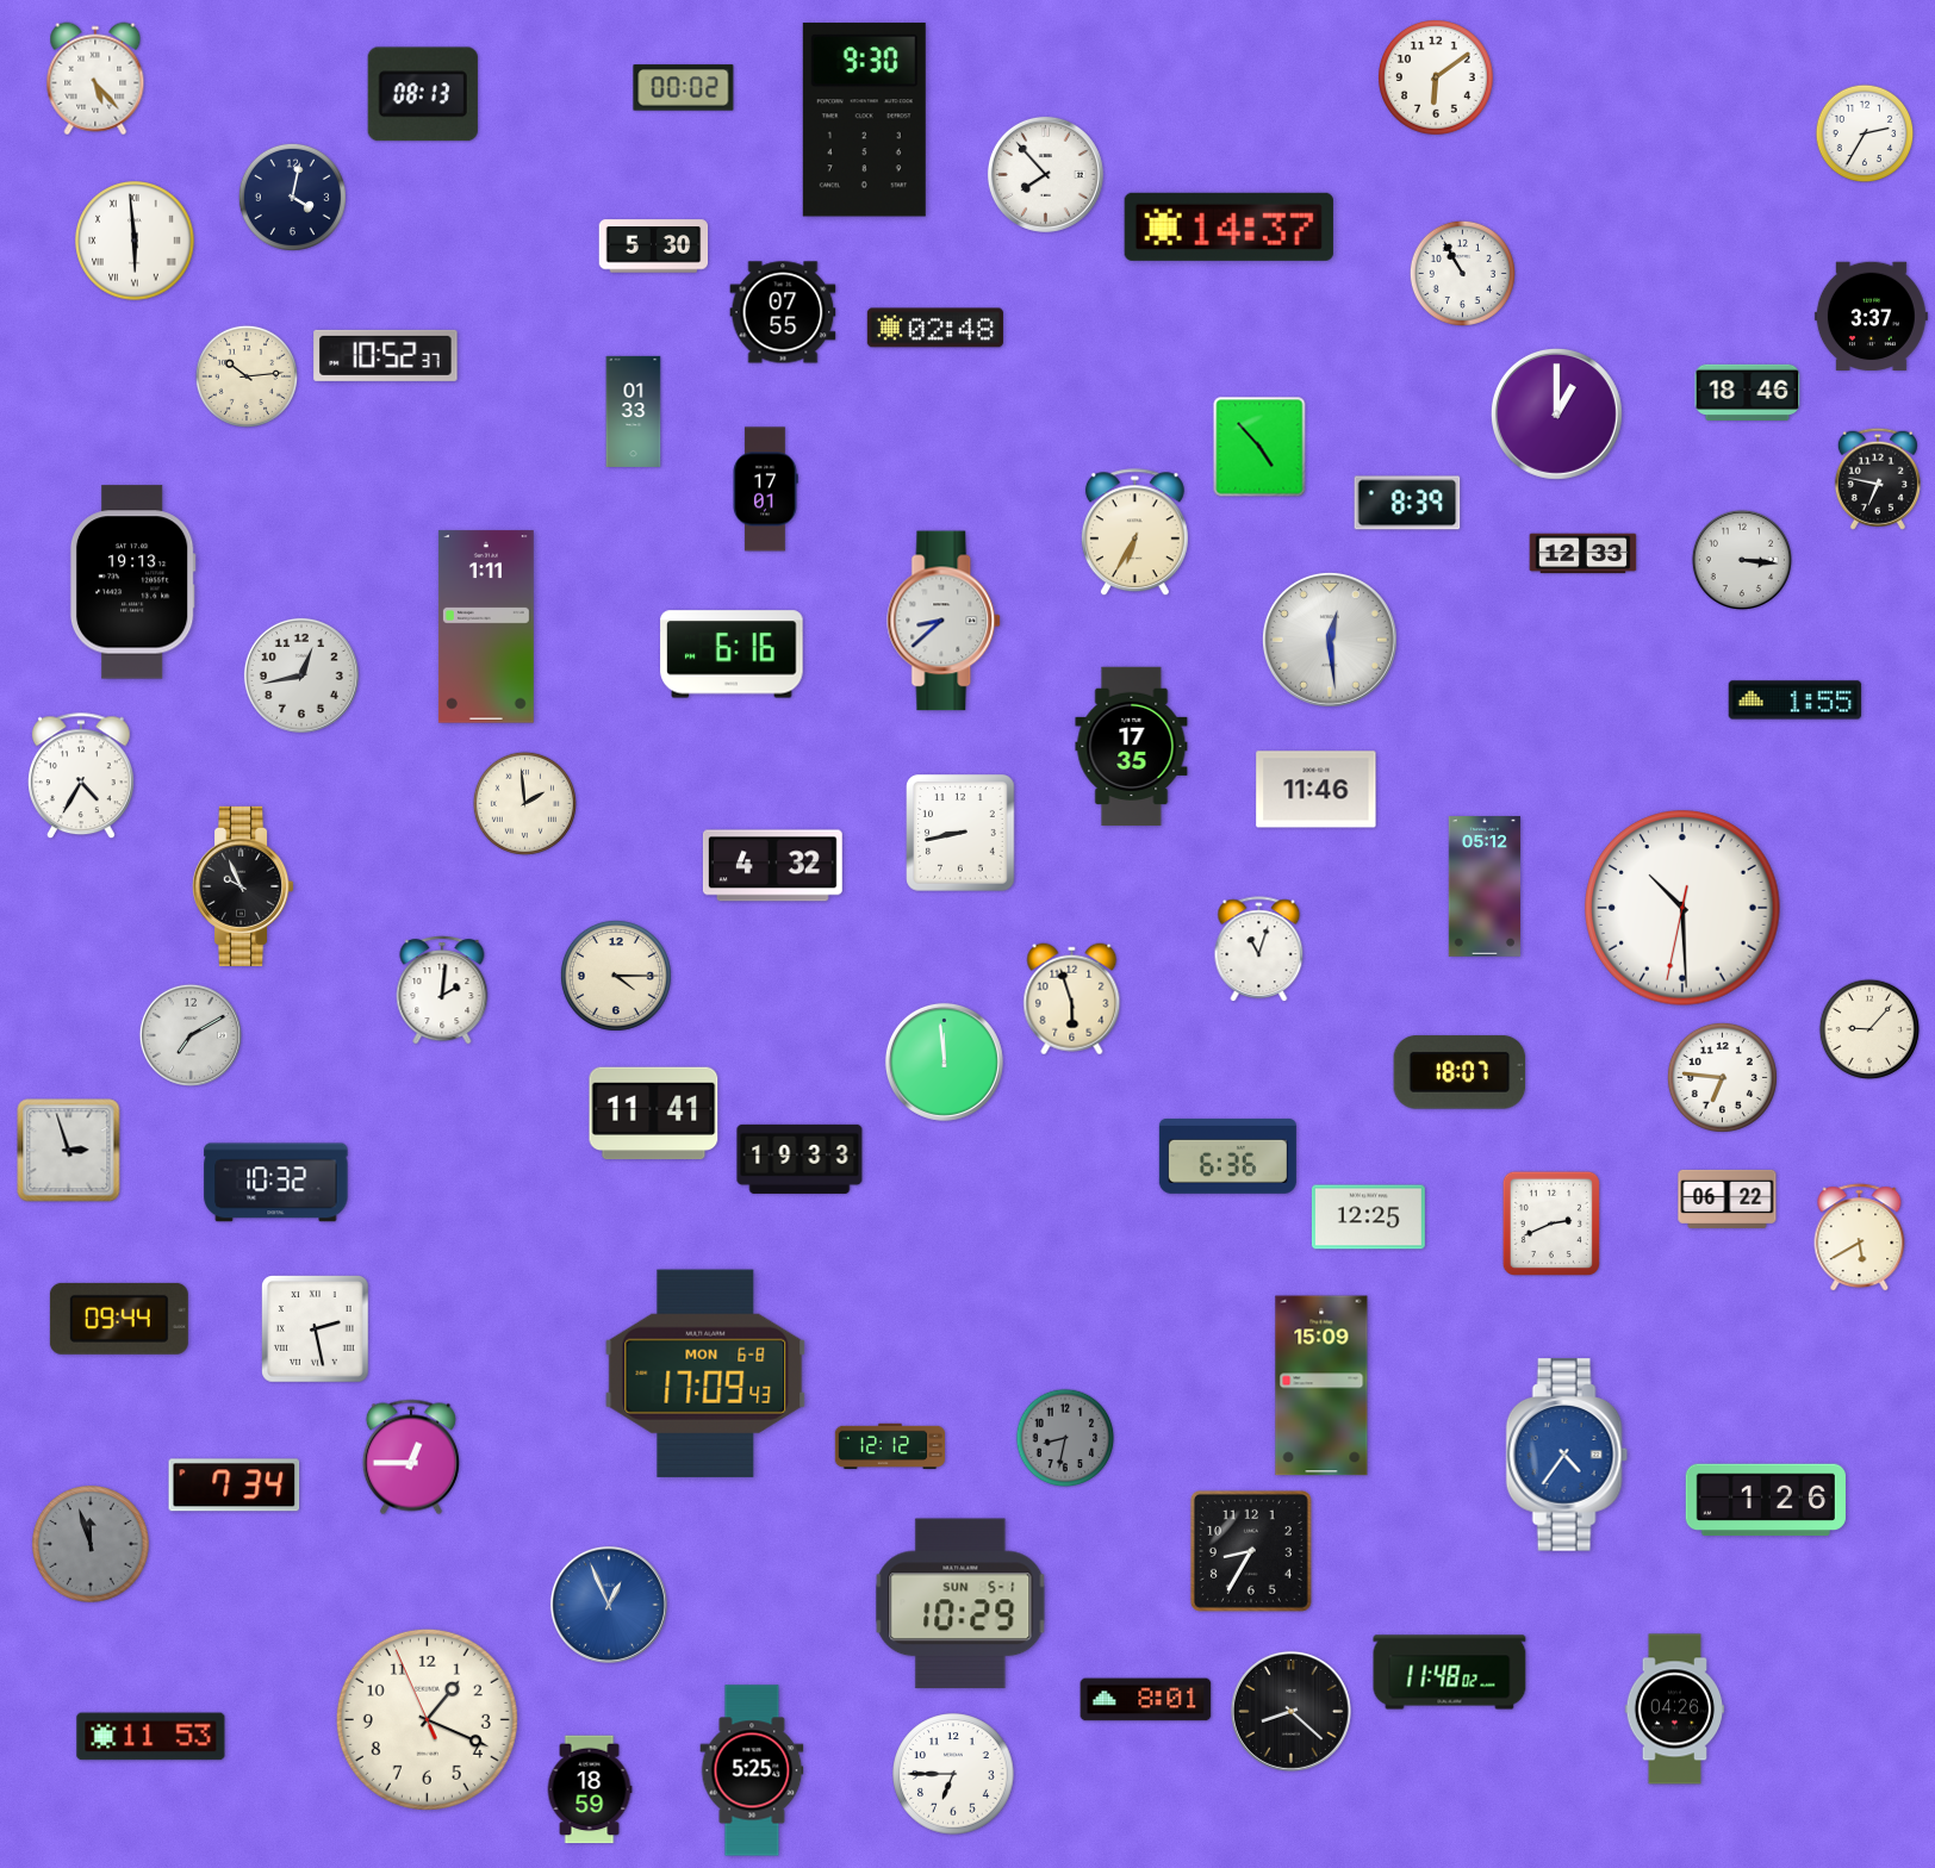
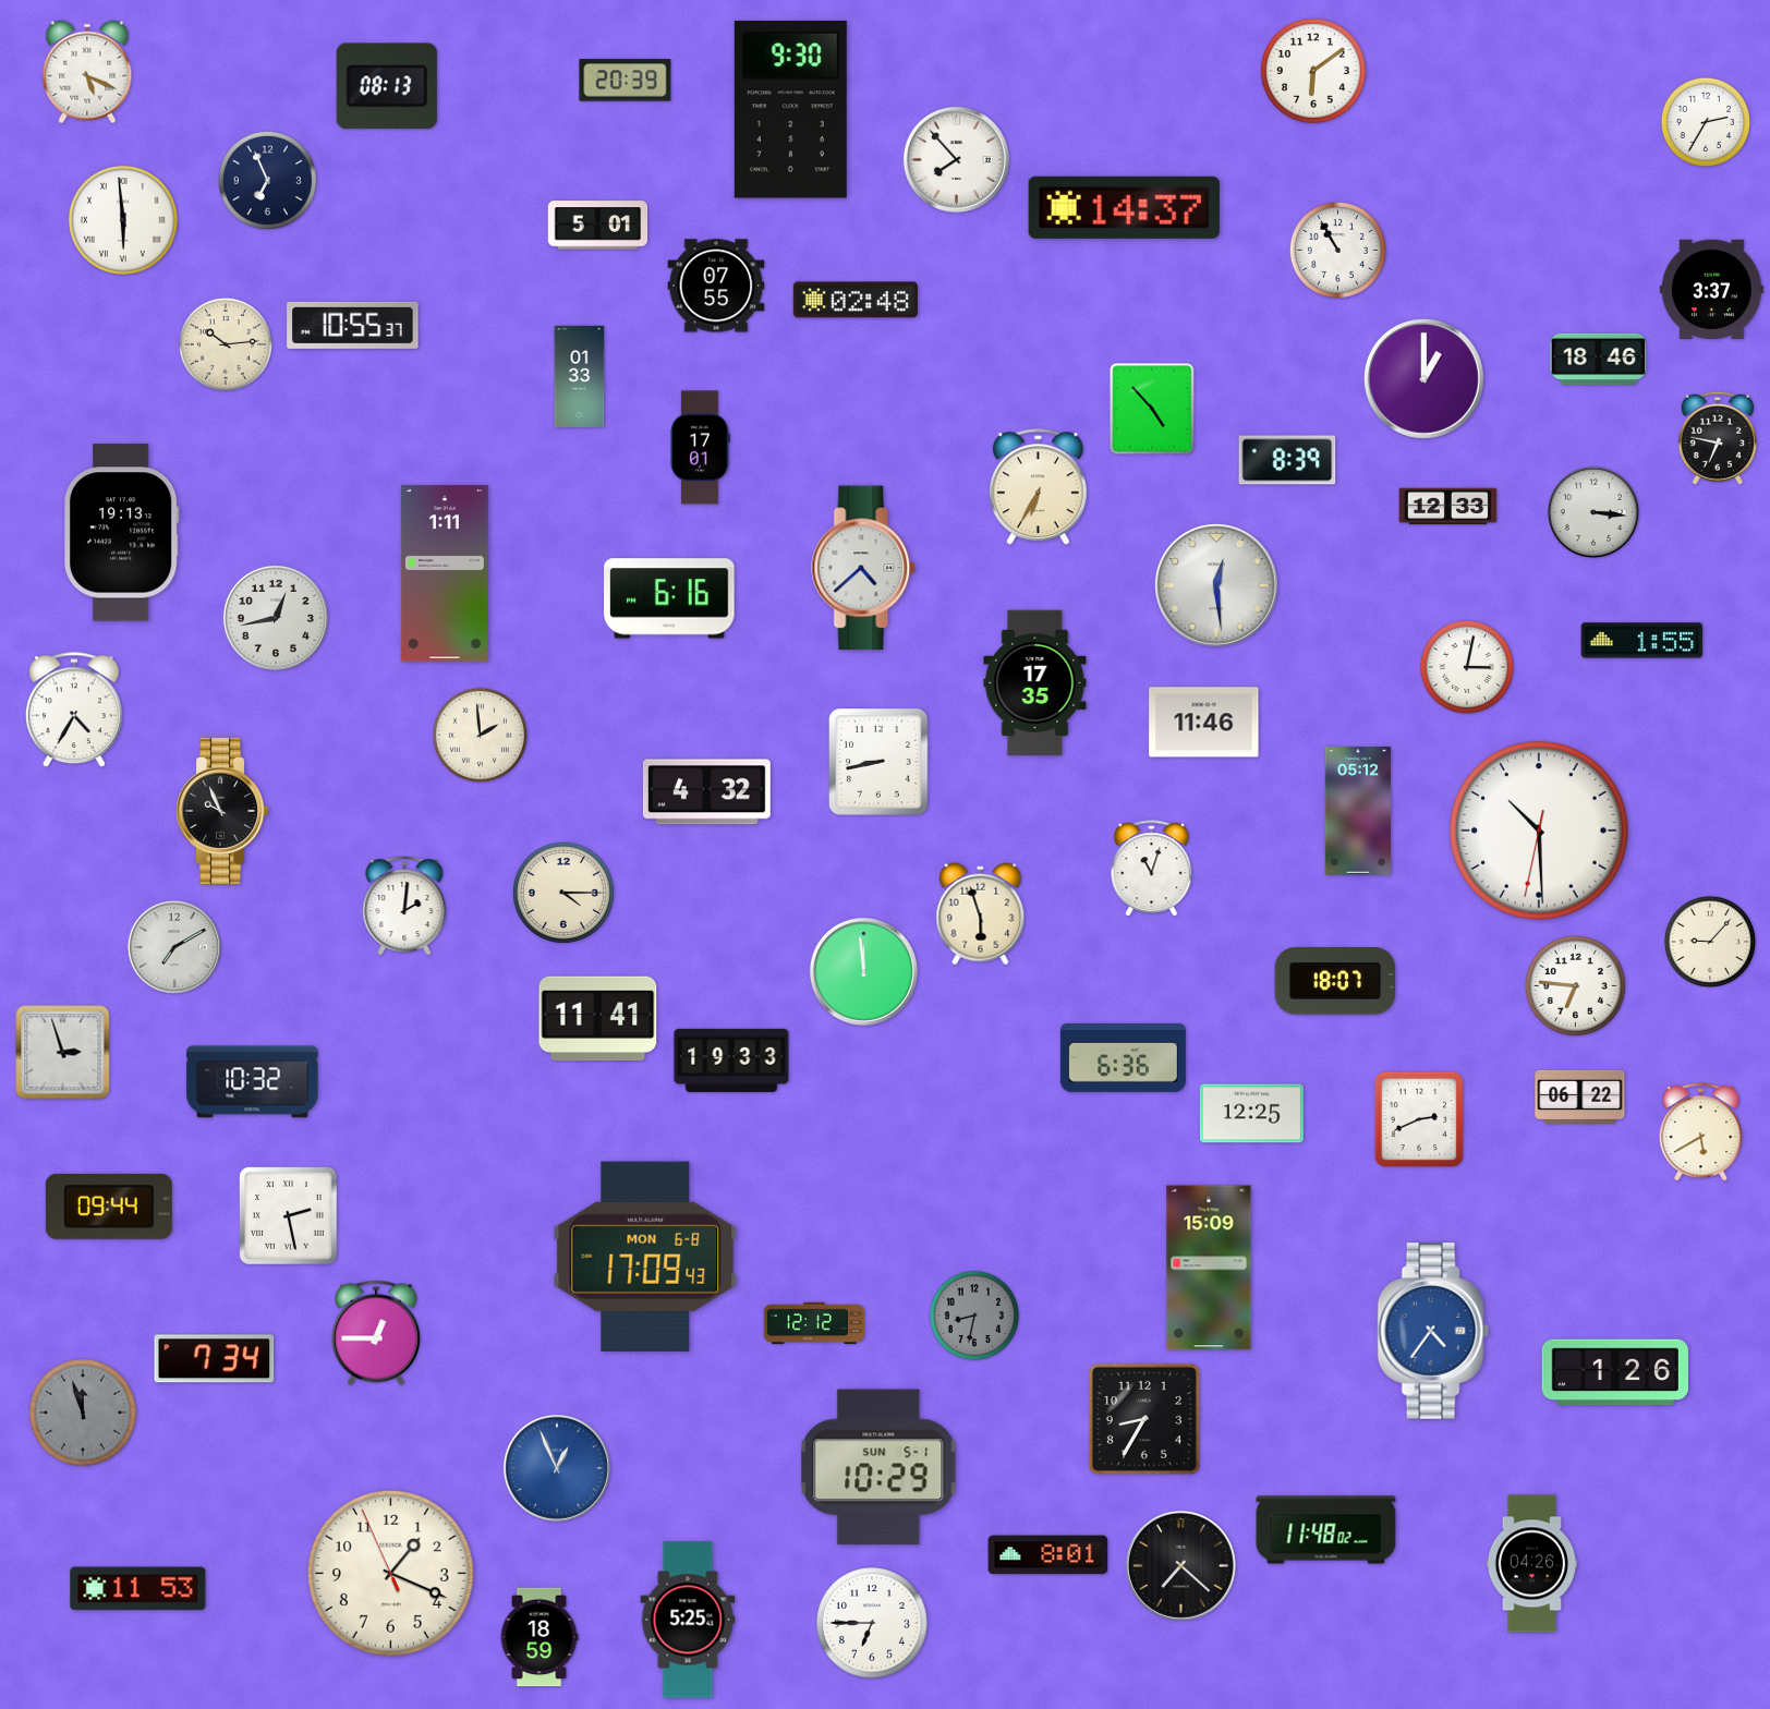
clock at (95, 79): 5:23 -> 5:19
clock at (684, 88): 00:02 -> 20:39
clock at (292, 197): 4:02 -> 6:56
clock at (654, 247): 5:30 -> 5:01
clock at (386, 355): 10:52 -> 10:55
clock at (945, 621): 8:38 -> 4:38
clock at (1466, 666): none -> 3:02
clock at (1290, 1711): 8:22 -> 7:22
